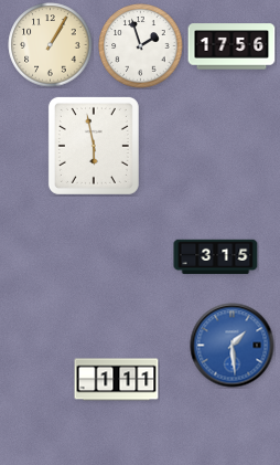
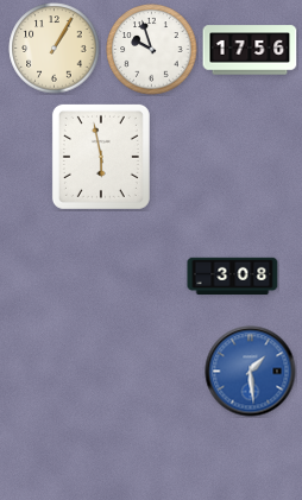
clock at (141, 46): 1:57 -> 9:57
clock at (216, 257): 3:15 -> 3:08
clock at (117, 380): 1:11 -> none
